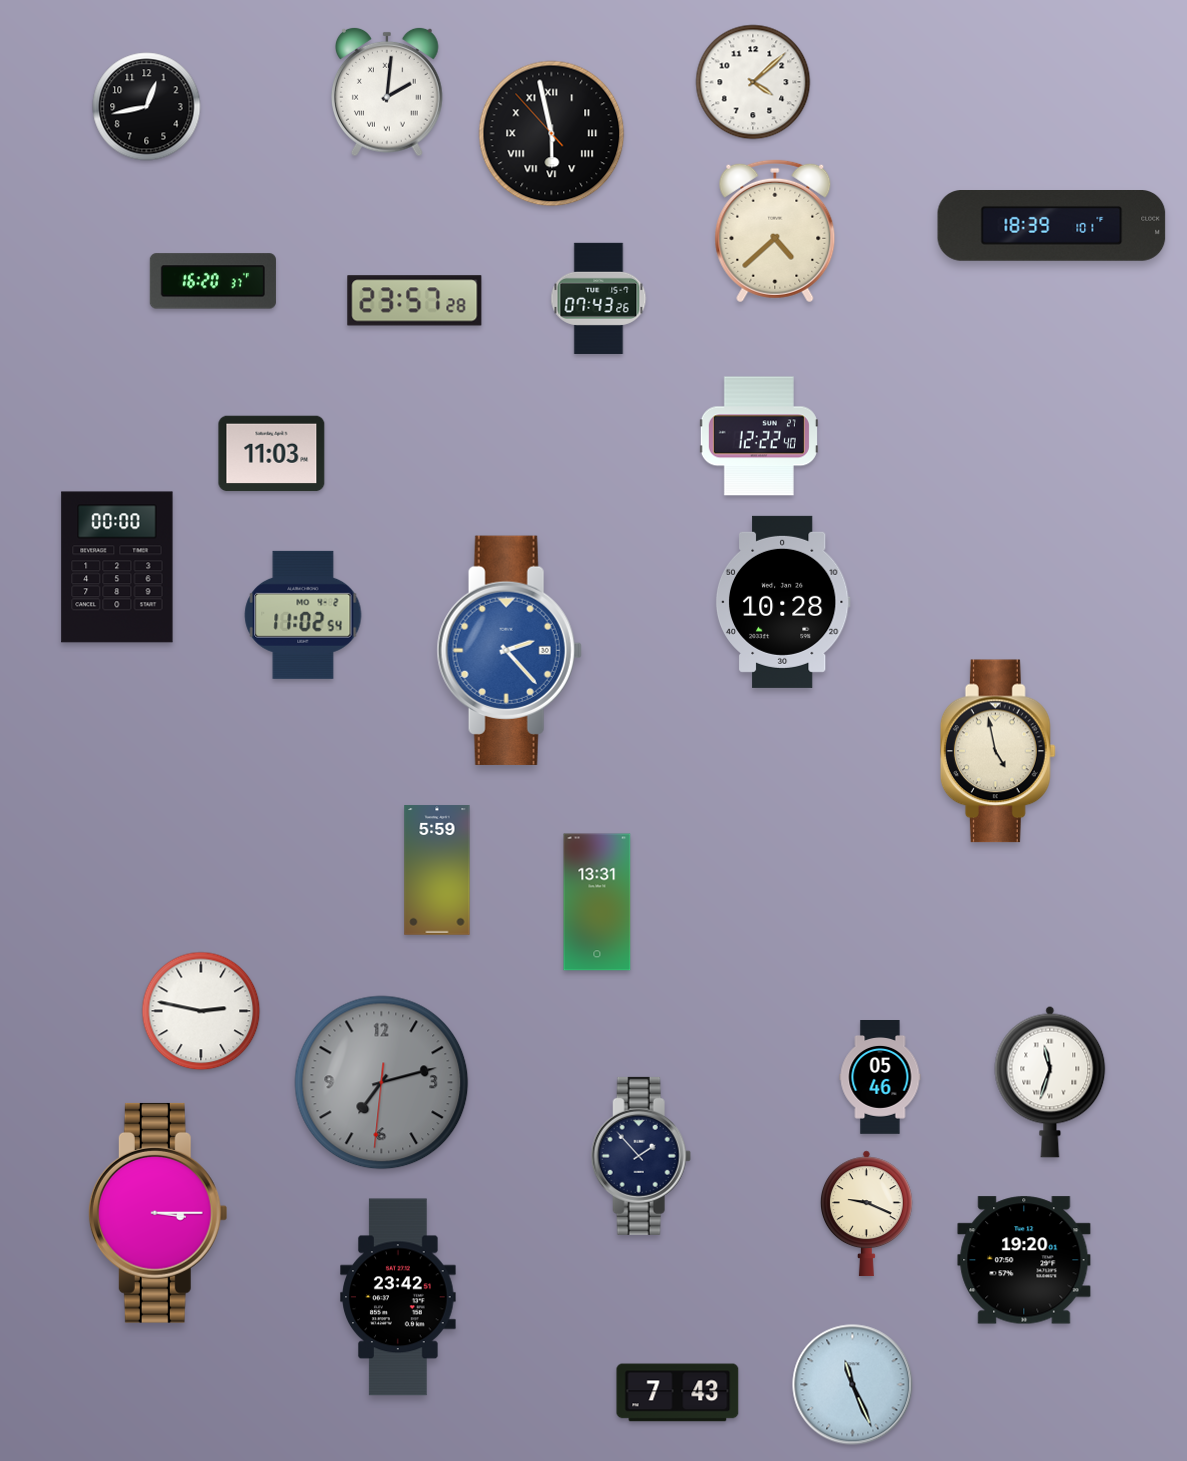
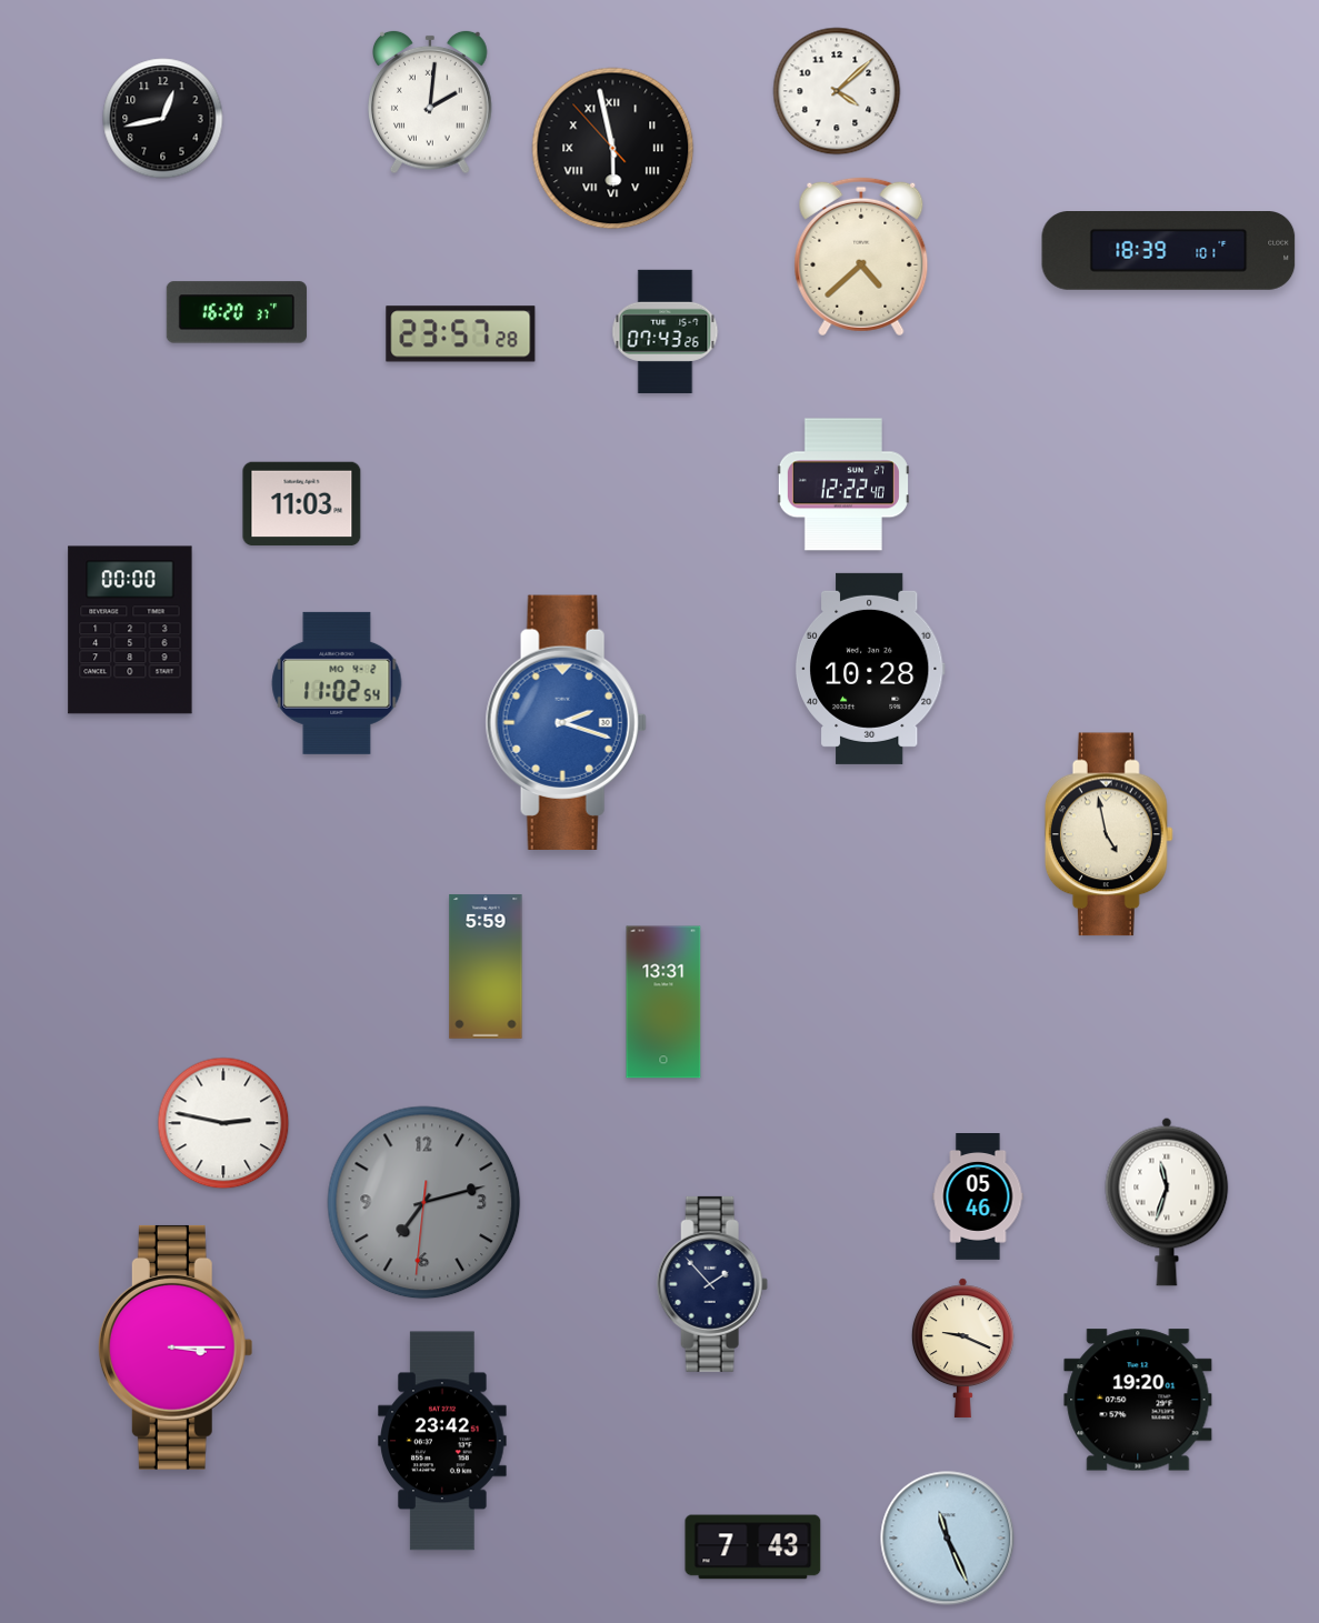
clock at (509, 650): 2:23 -> 2:18
